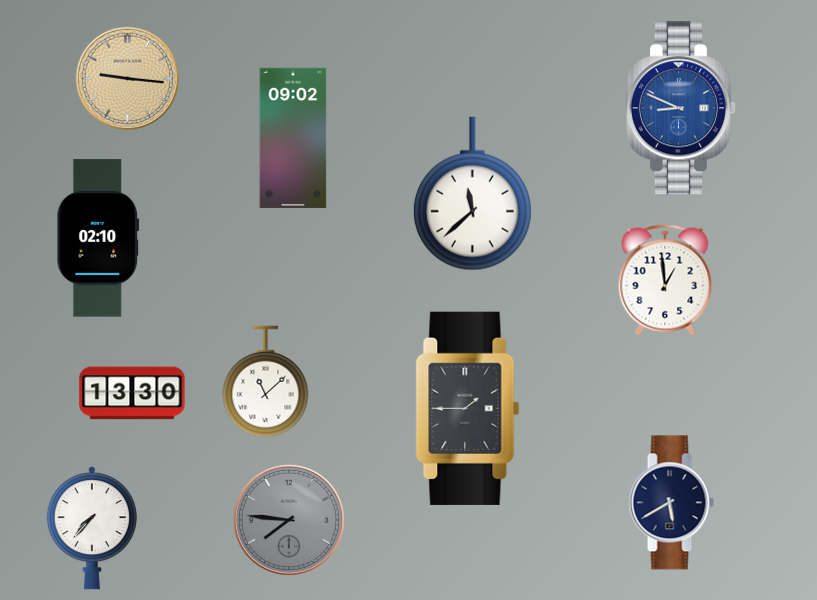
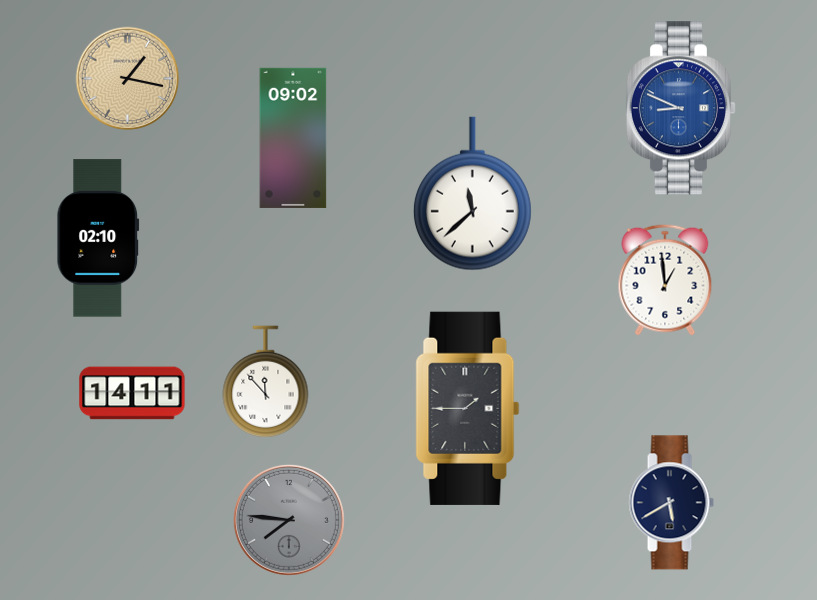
clock at (128, 79): 9:16 -> 1:17
clock at (266, 381): 11:08 -> 11:53
clock at (132, 393): 13:30 -> 14:11
clock at (92, 528): 7:37 -> none
